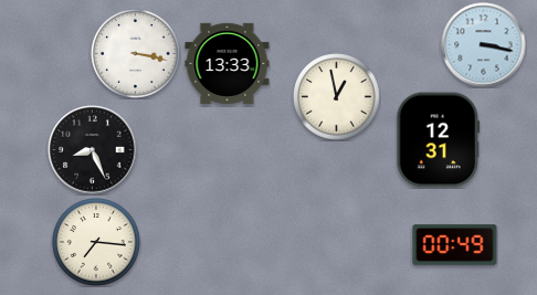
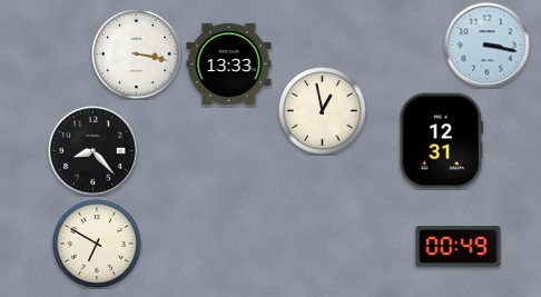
clock at (337, 97) position: (337, 97) -> (323, 111)
clock at (93, 150): 8:26 -> 8:23
clock at (96, 242): 7:16 -> 6:50
